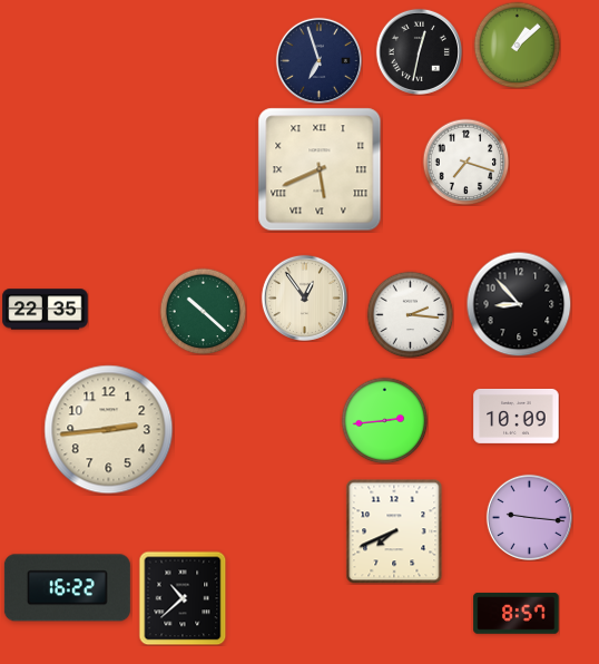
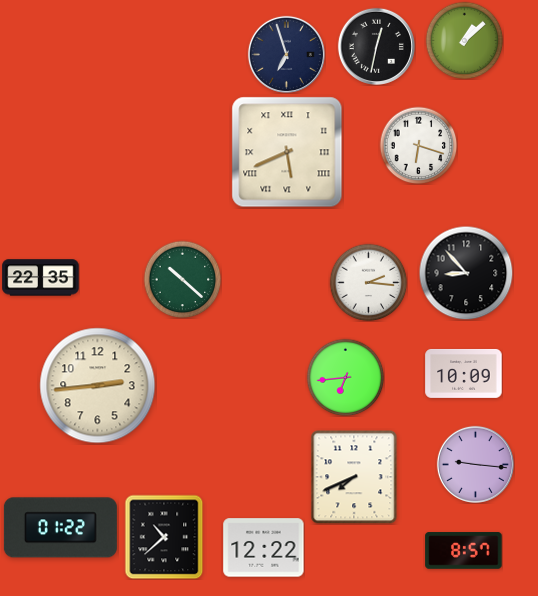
clock at (465, 162): 7:18 -> 6:18
clock at (304, 297): 12:54 -> none
clock at (384, 420): 2:44 -> 6:44
clock at (67, 588): 16:22 -> 01:22
clock at (264, 548): none -> 12:22
